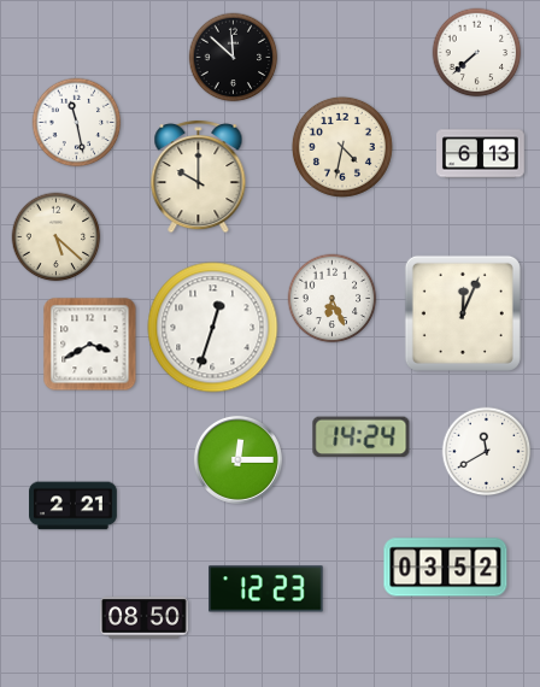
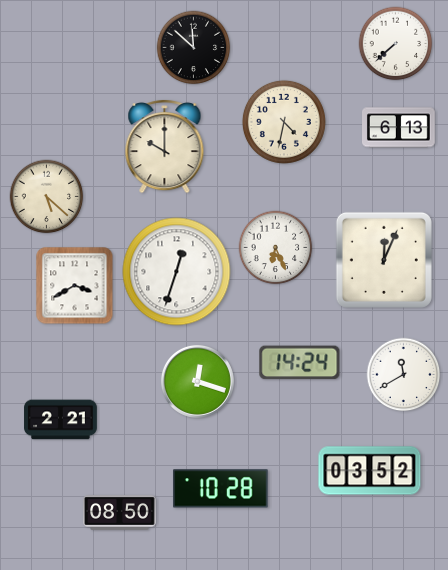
clock at (77, 123): 11:28 -> none
clock at (237, 459): 12:15 -> 12:18
clock at (266, 589): 12:23 -> 10:28
